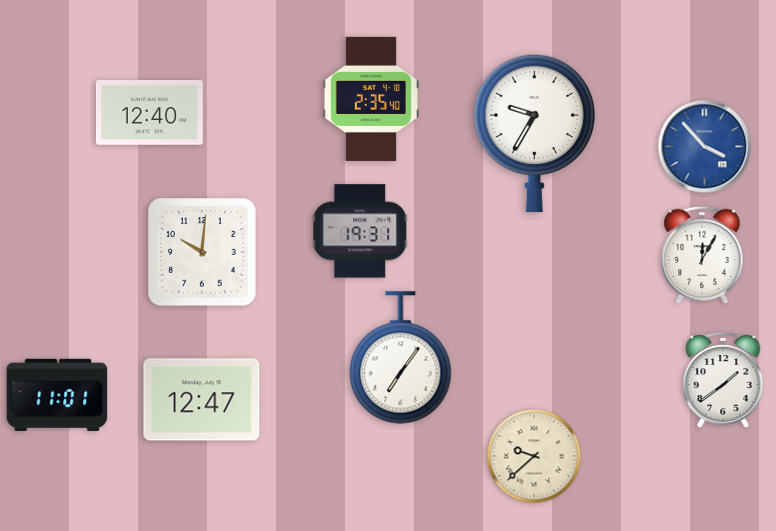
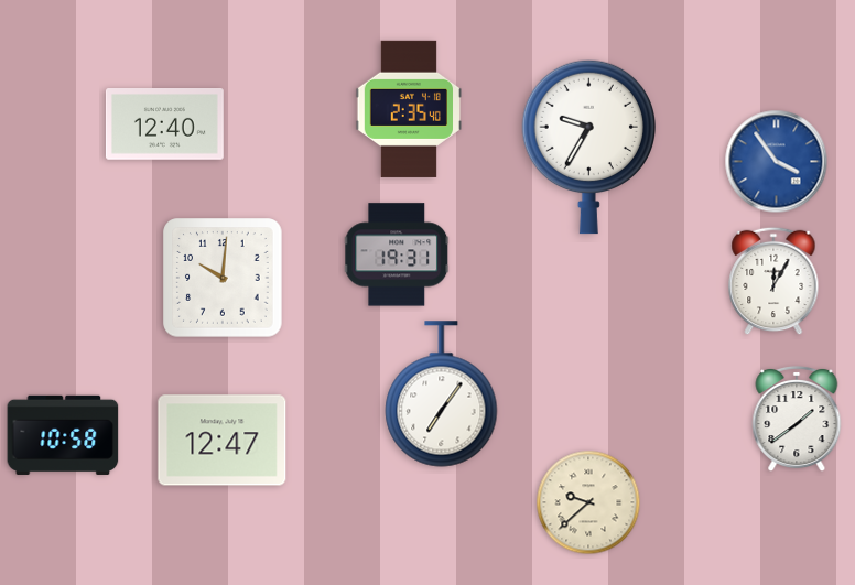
clock at (705, 147): 3:53 -> 3:54
clock at (57, 395): 11:01 -> 10:58
